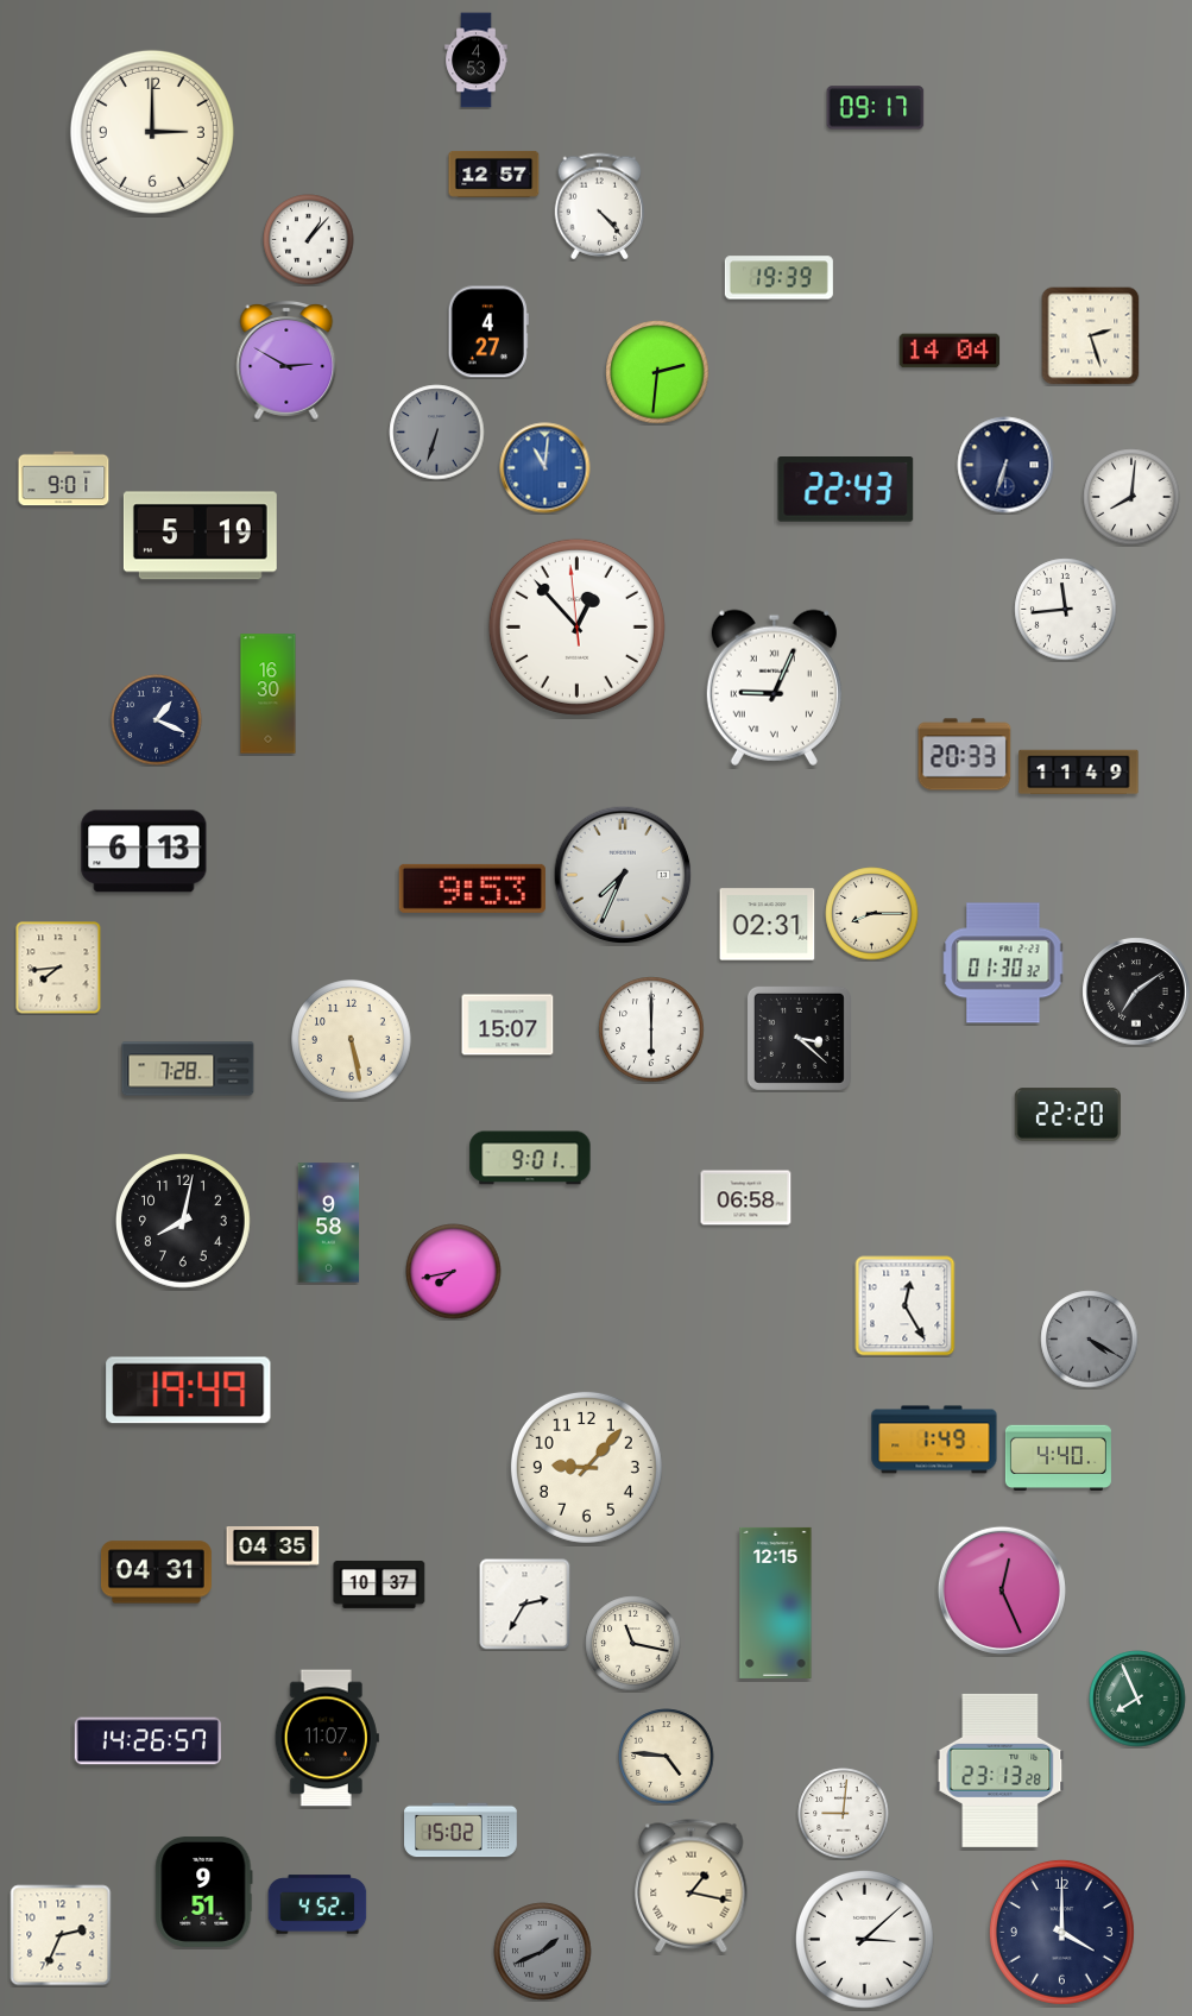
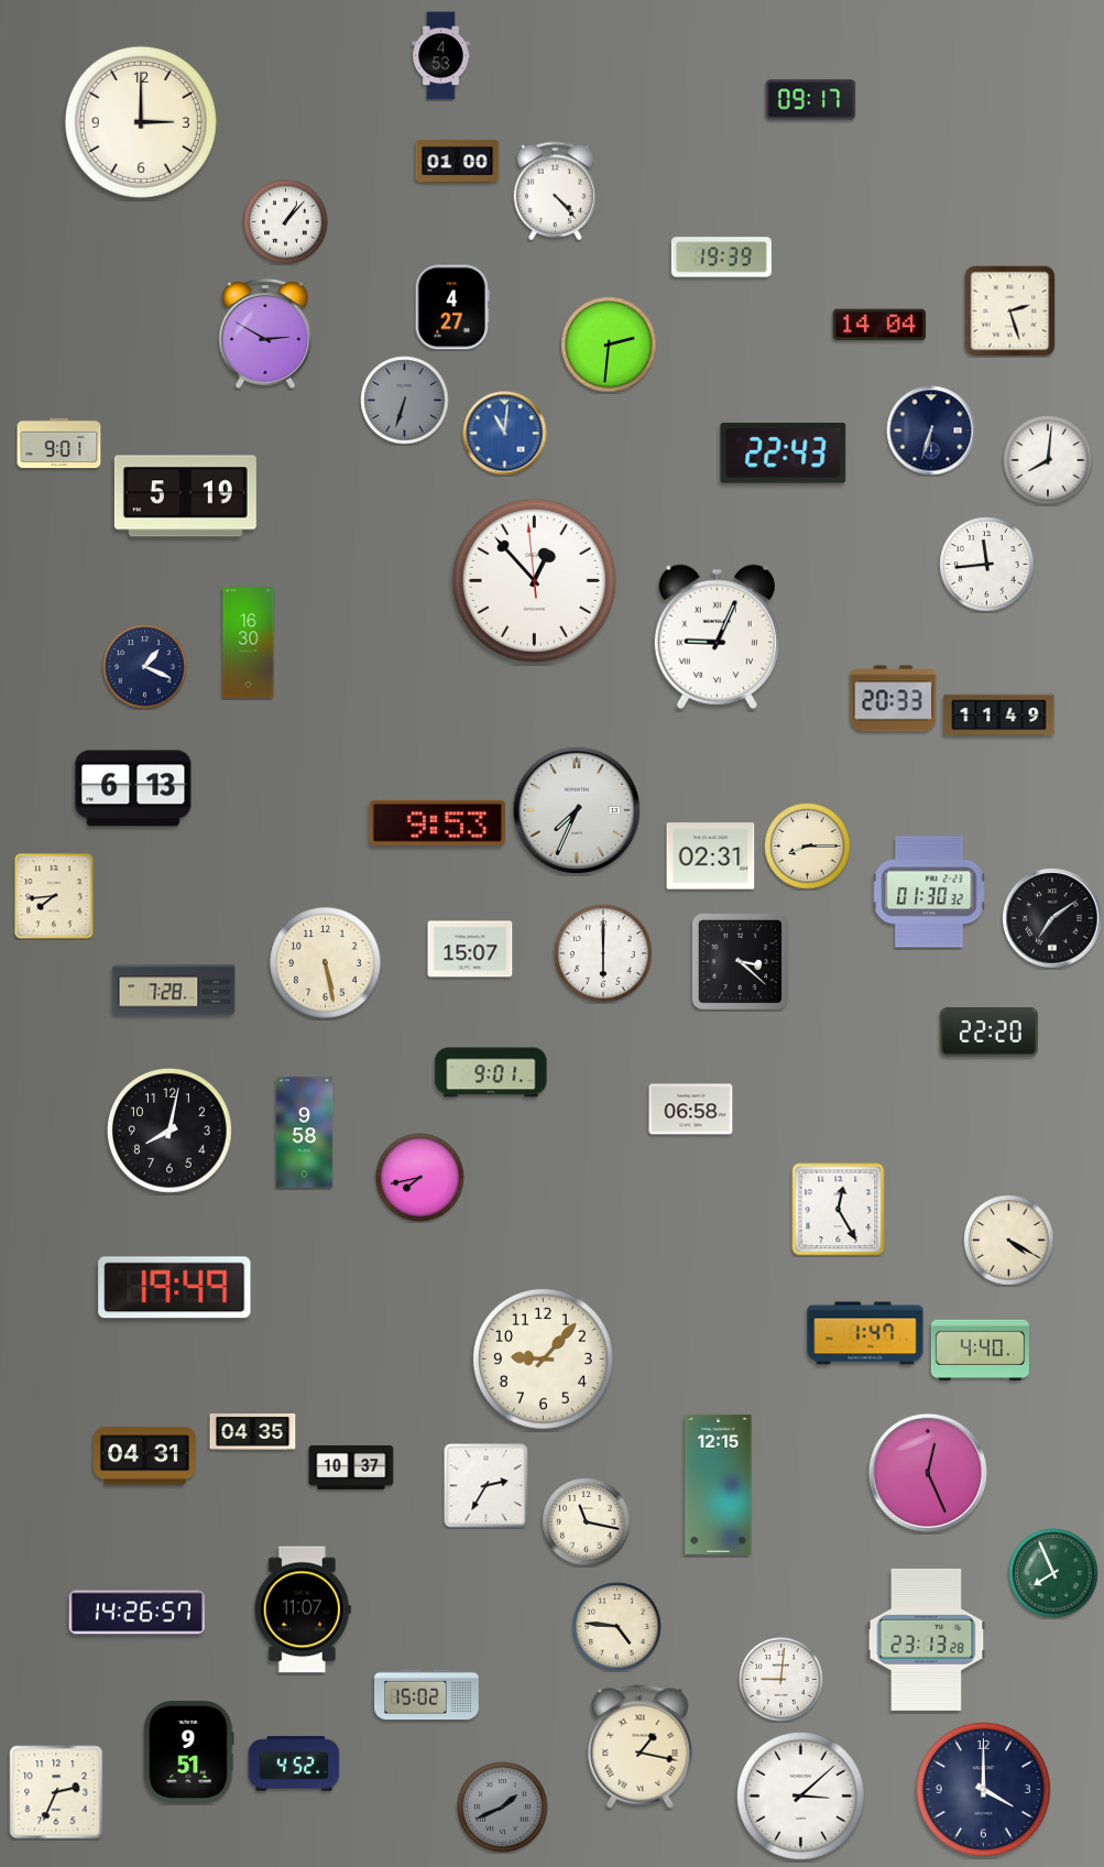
clock at (494, 174): 12:57 -> 01:00
clock at (1090, 1340) dial: grey -> cream
clock at (934, 1439): 1:49 -> 1:47
